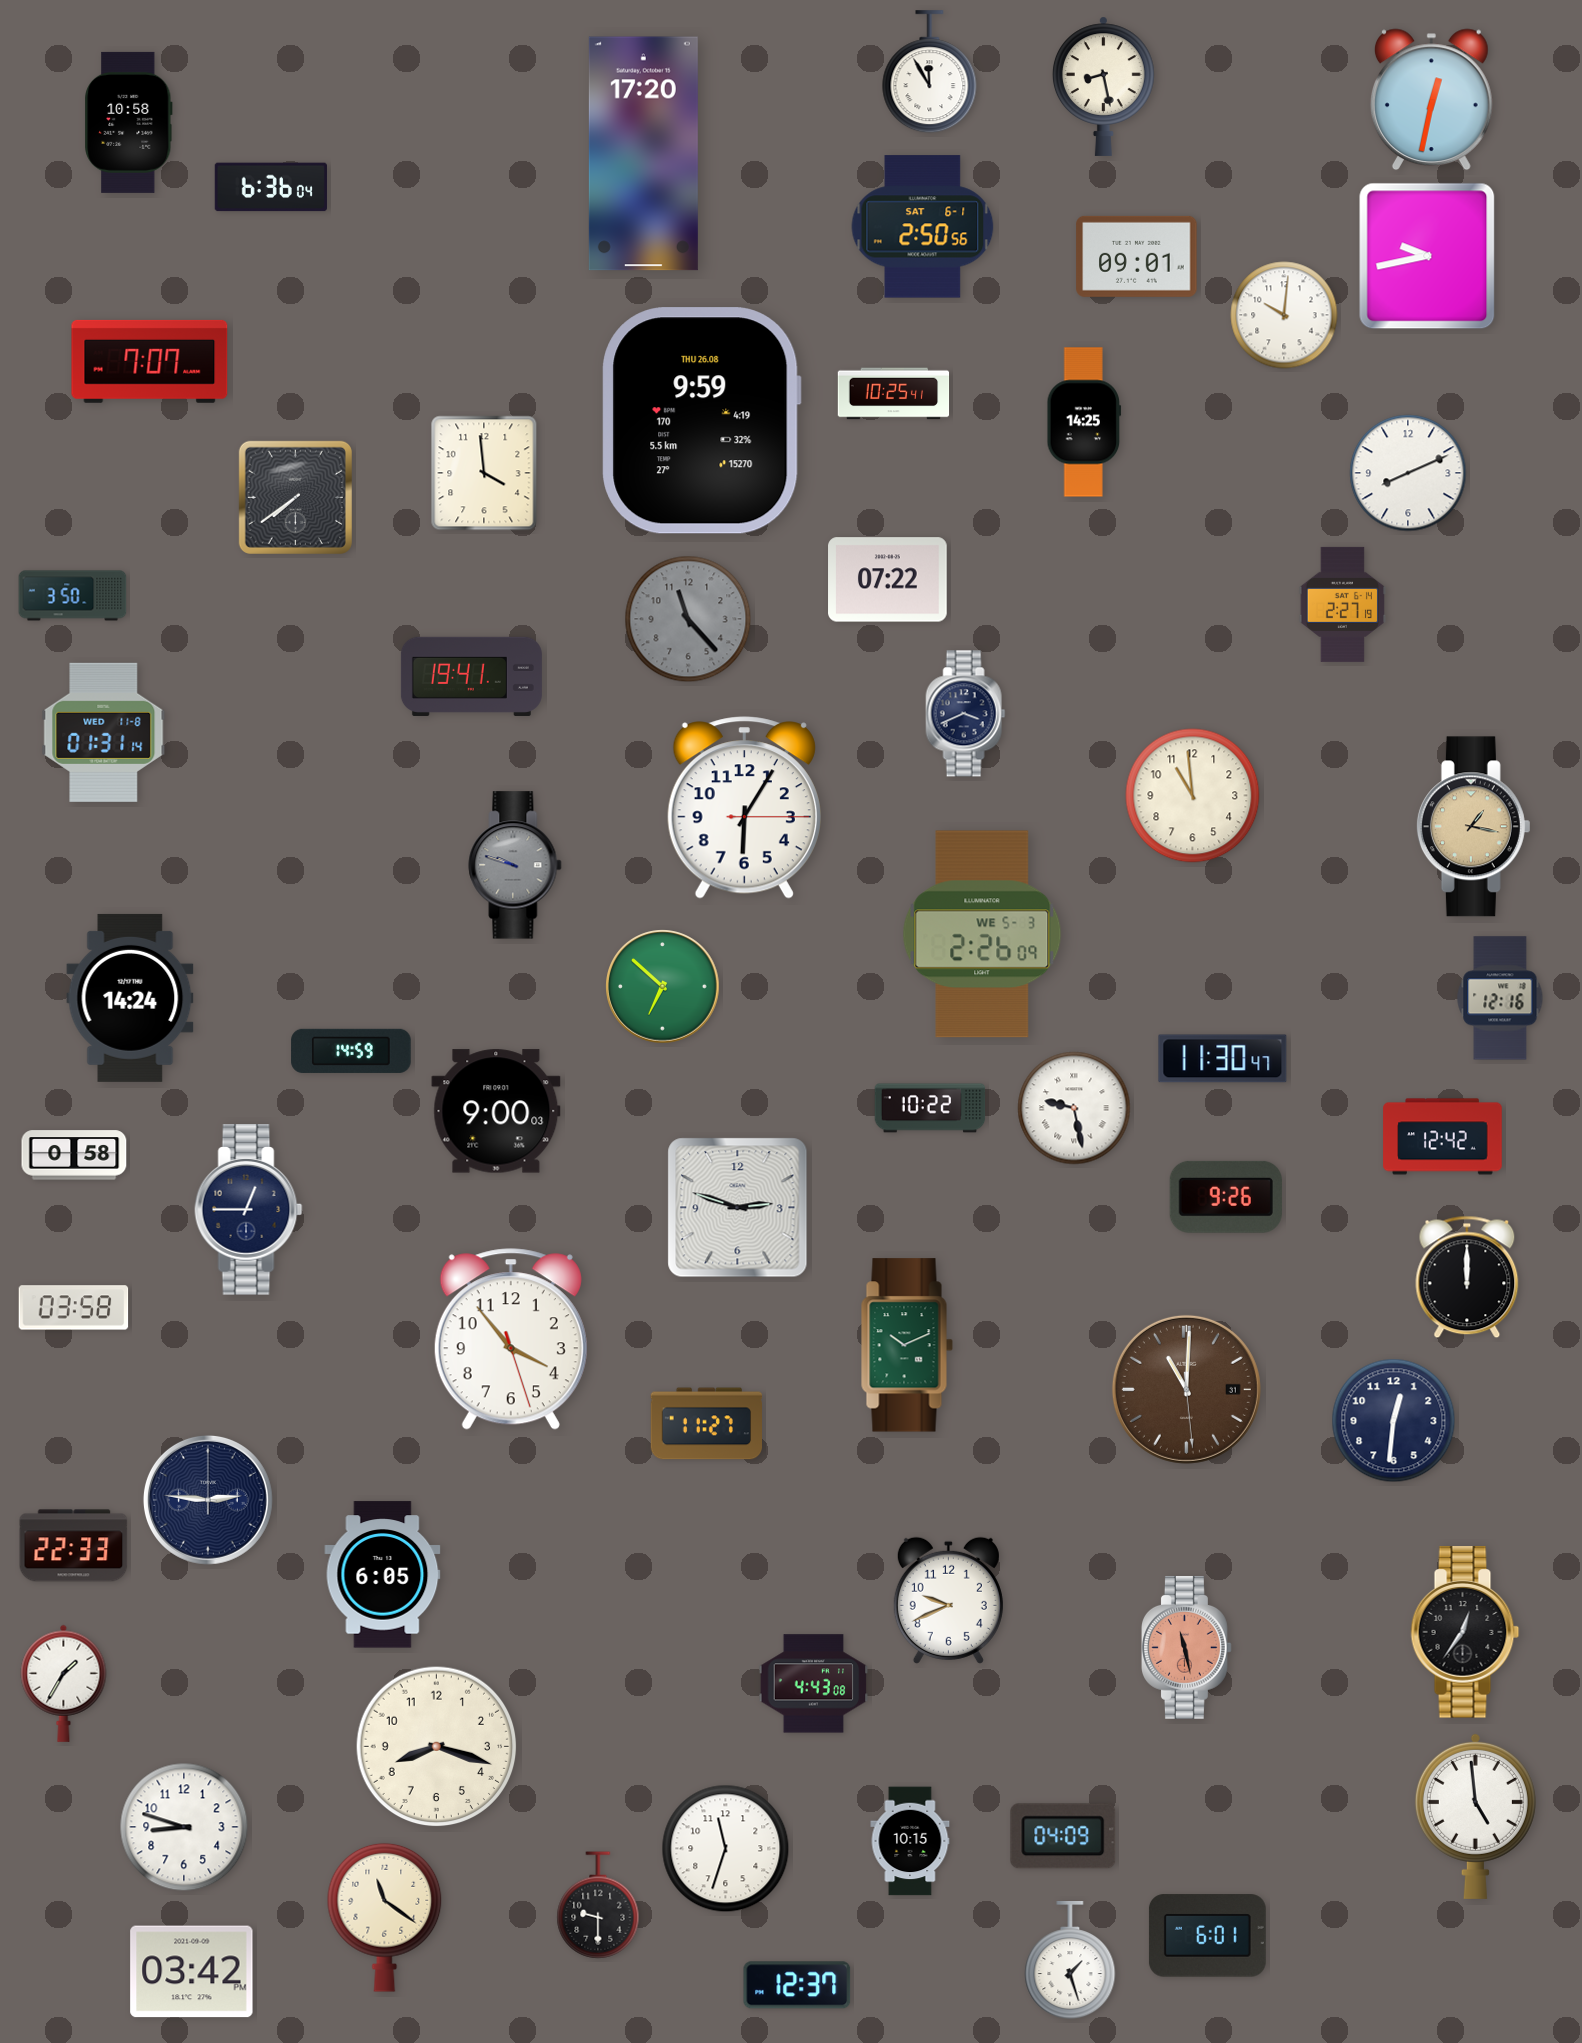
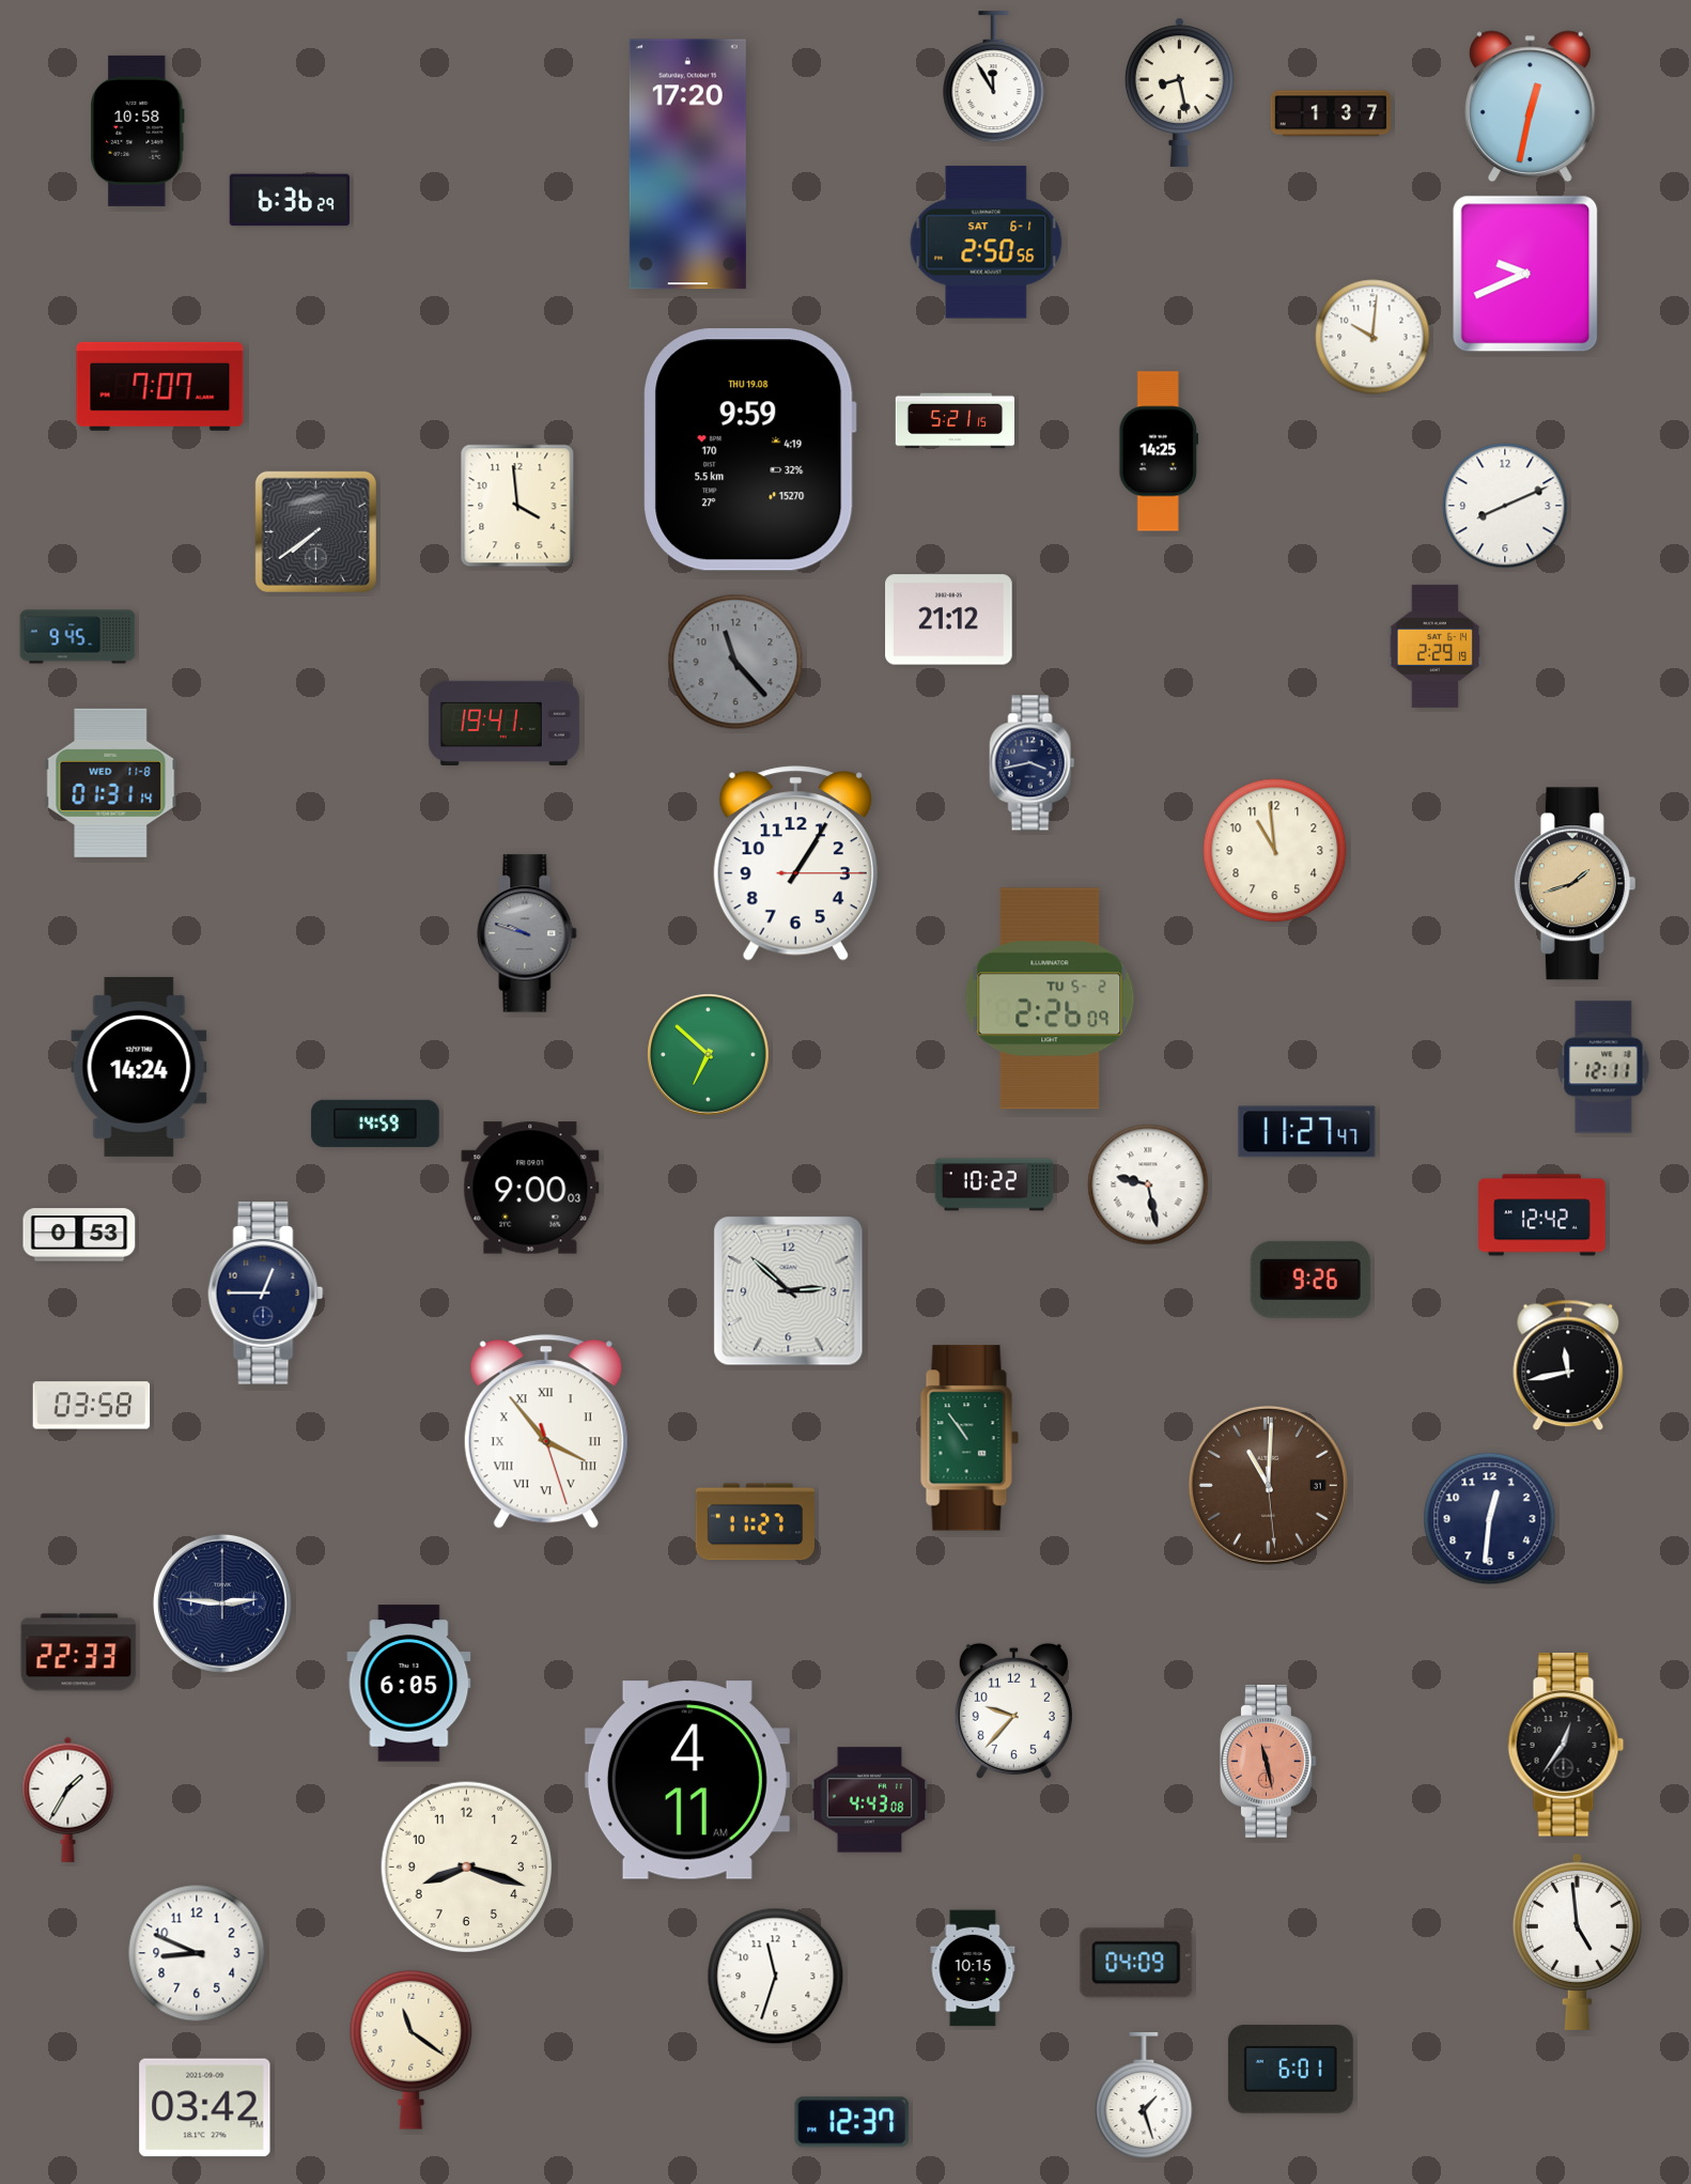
clock at (1330, 113): none -> 1:37
clock at (271, 187): 6:36:04 -> 6:36:29
clock at (1137, 256): 09:01 -> none
clock at (1427, 256): 9:43 -> 9:41
clock at (894, 394): 10:25 -> 5:21
clock at (701, 421) date: THU 26.08 -> THU 19.08
clock at (888, 580): 07:22 -> 21:12
clock at (73, 596): 3:50 -> 9:45
clock at (1342, 604): 2:27 -> 2:29
clock at (966, 714): 3:41 -> 3:43
clock at (744, 808): 6:05 -> 1:05
clock at (1473, 827): 1:17 -> 1:42
clock at (515, 865) position: (515, 865) -> (527, 933)
clock at (982, 934) date: WE 5-3 -> TU 5-2
clock at (1500, 998): 12:16 -> 12:11
clock at (1223, 1059): 11:30 -> 11:27
clock at (74, 1155): 0:58 -> 0:53
clock at (738, 1208): 2:48 -> 2:52
clock at (1467, 1277): 12:00 -> 11:43
clock at (74, 1308) position: (74, 1308) -> (92, 1406)
clock at (511, 1339) numerals: Arabic -> Roman
clock at (907, 1345): 10:11 -> 10:54
clock at (948, 1600): 9:41 -> 9:37
clock at (687, 1780): none -> 4:11
clock at (184, 1827): 8:48 -> 8:49
clock at (598, 1905): 9:30 -> none
